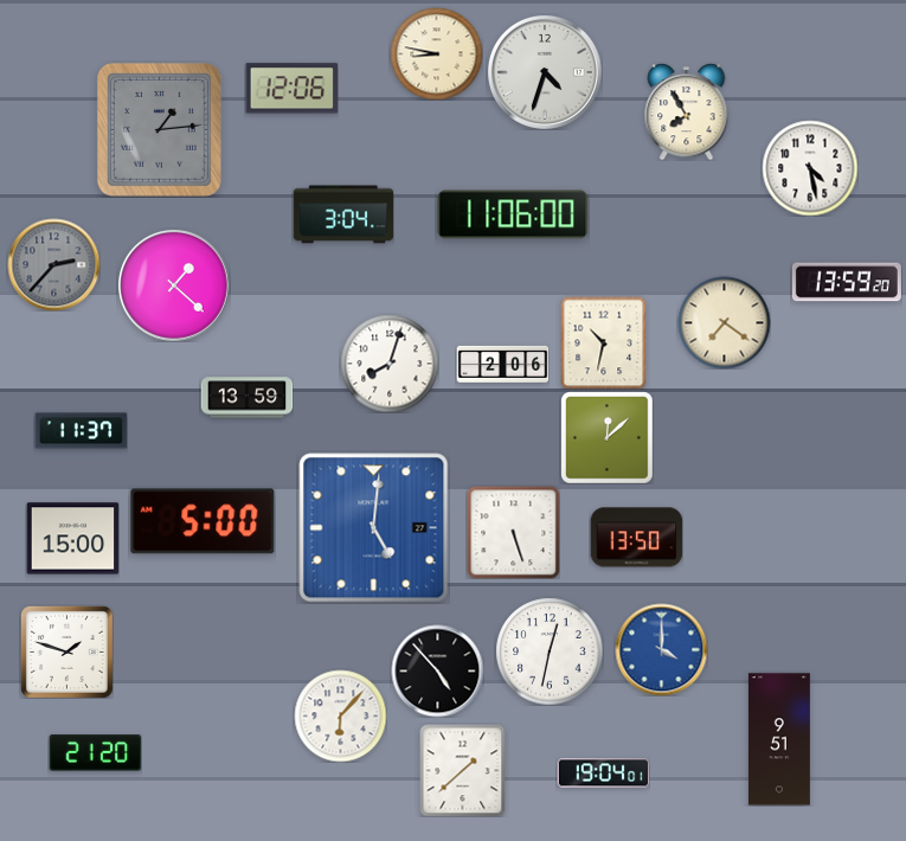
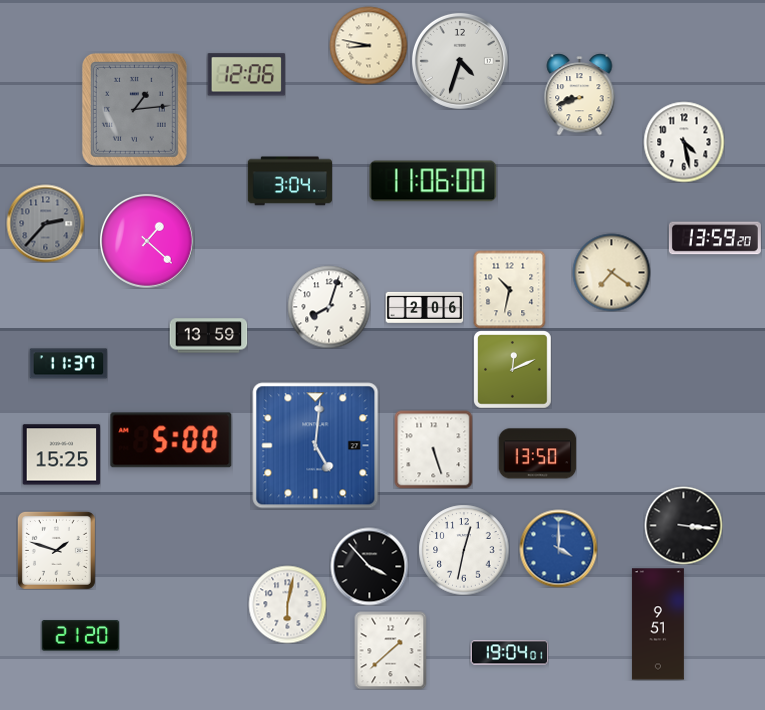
clock at (687, 113): 7:55 -> 8:42
clock at (606, 437): 12:08 -> 12:11
clock at (72, 539): 15:00 -> 15:25
clock at (683, 525): none -> 3:16
clock at (437, 670): 4:53 -> 3:53
clock at (340, 715): 6:07 -> 6:02
